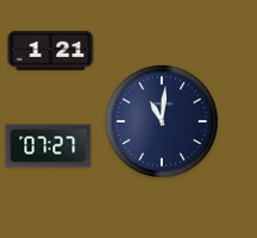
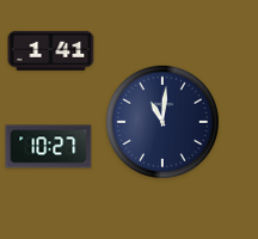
clock at (51, 50): 1:21 -> 1:41
clock at (49, 146): 07:27 -> 10:27
